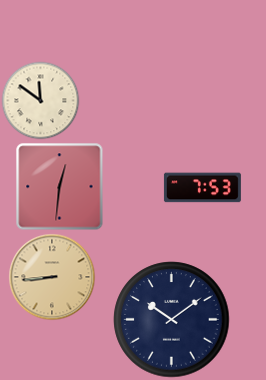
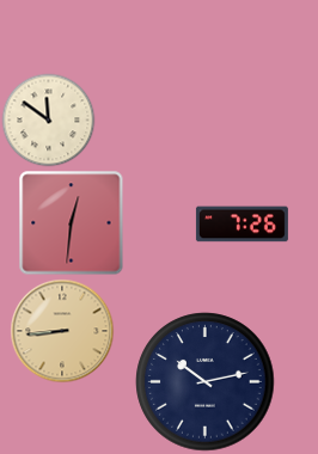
clock at (202, 188): 7:53 -> 7:26
clock at (172, 320): 10:09 -> 10:13
